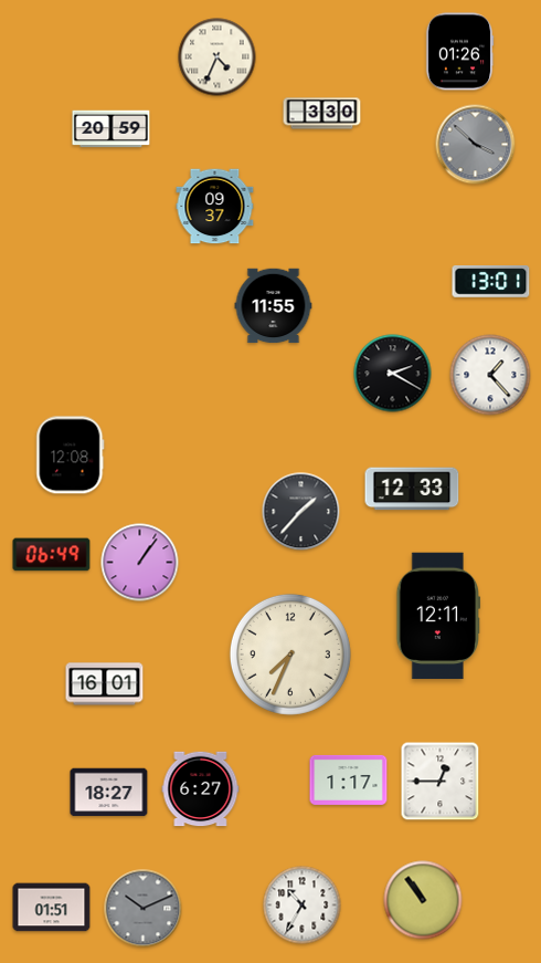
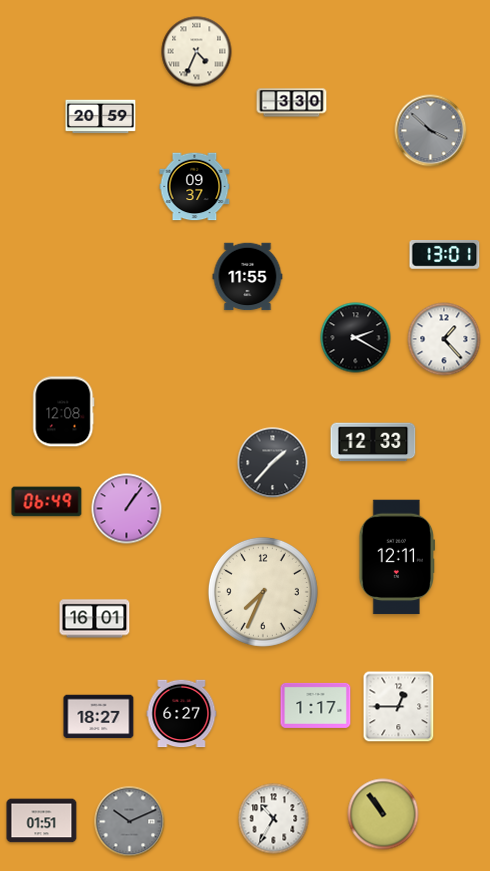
clock at (459, 52): 01:26 -> none
clock at (52, 908) position: (52, 908) -> (42, 821)
